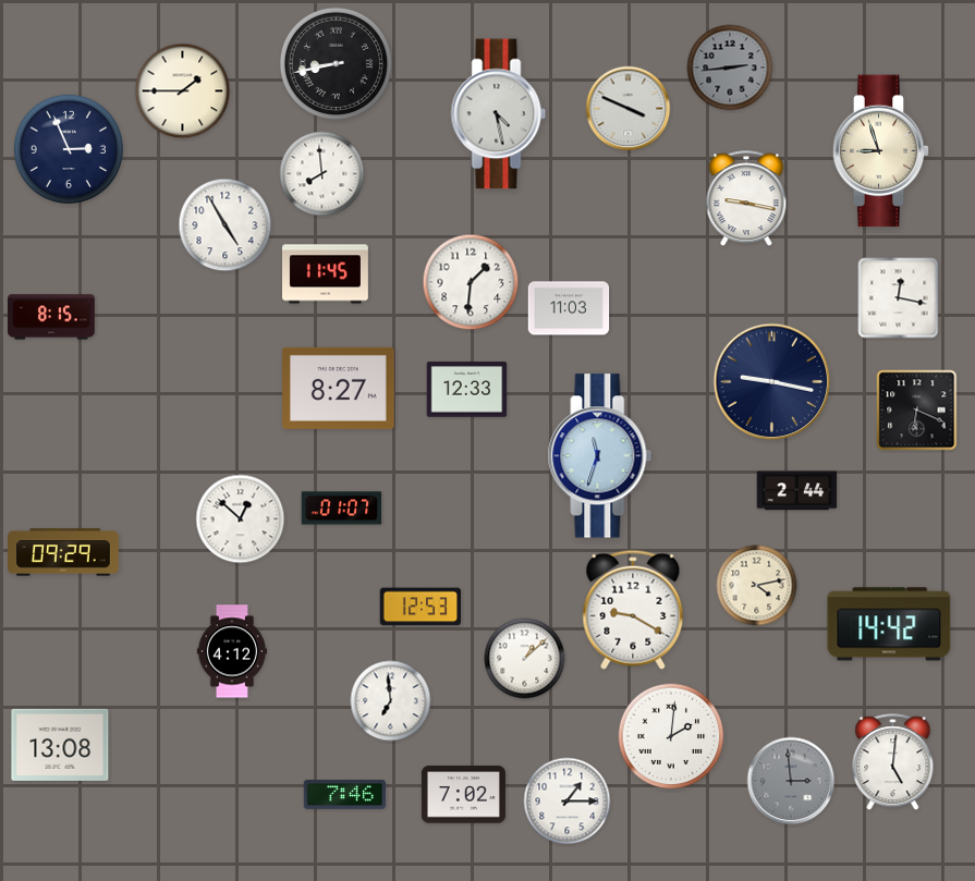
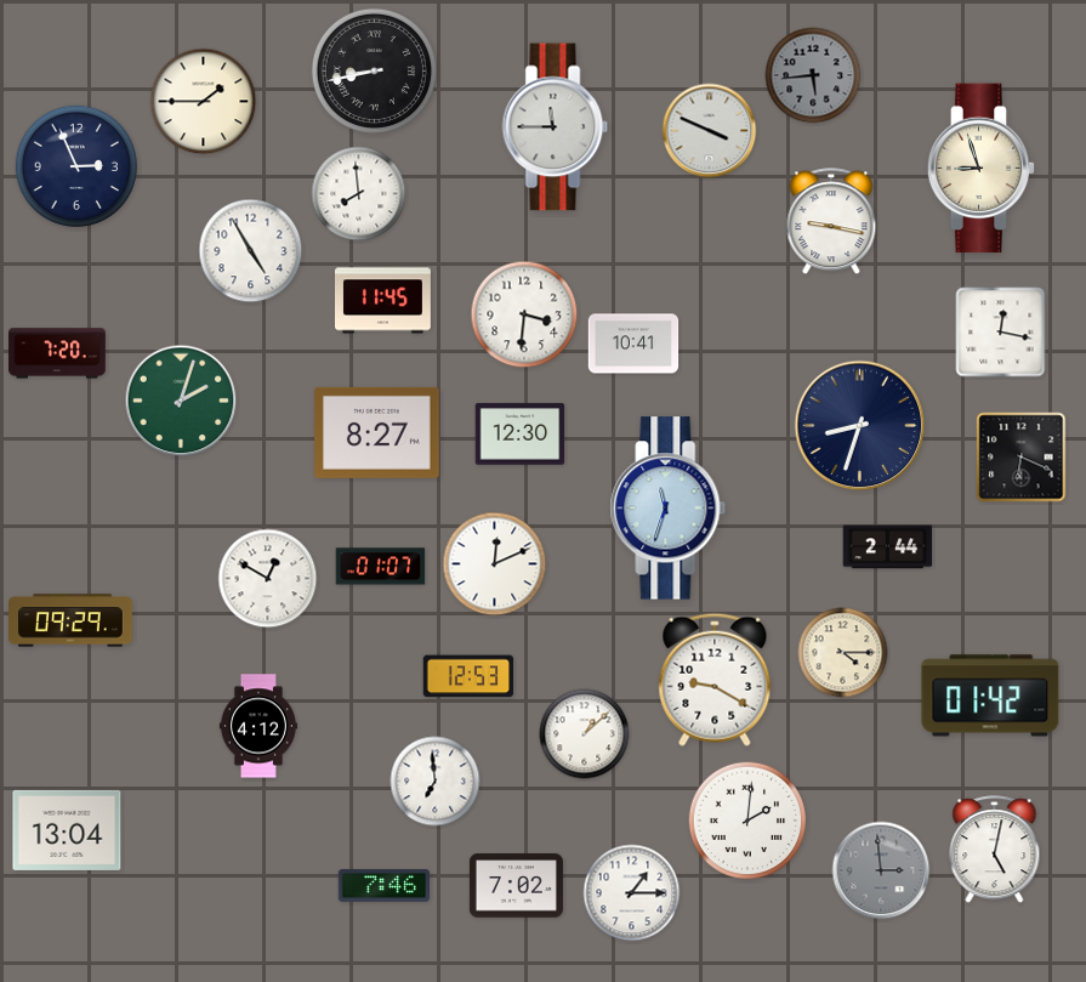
clock at (730, 68): 2:44 -> 5:44
clock at (629, 109) position: (629, 109) -> (710, 131)
clock at (499, 114): 4:28 -> 11:45
clock at (326, 274) position: (326, 274) -> (383, 301)
clock at (471, 282): 1:31 -> 3:31
clock at (569, 308): 11:03 -> 10:41
clock at (51, 317): 8:15 -> 7:20
clock at (181, 401): none -> 2:03
clock at (772, 382): 9:17 -> 8:33
clock at (467, 390): 12:33 -> 12:30
clock at (495, 564): none -> 12:11
clock at (241, 519): 12:52 -> 12:50
clock at (64, 552) position: (64, 552) -> (72, 620)
clock at (757, 586): 4:13 -> 4:15
clock at (633, 610) position: (633, 610) -> (715, 680)
clock at (889, 624): 14:42 -> 01:42
clock at (60, 745): 13:08 -> 13:04
clock at (893, 762): 5:01 -> 5:02
